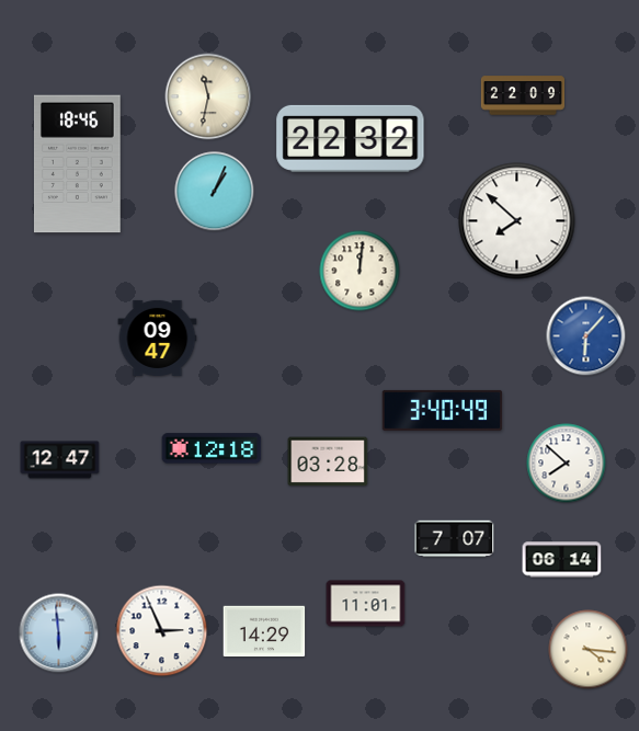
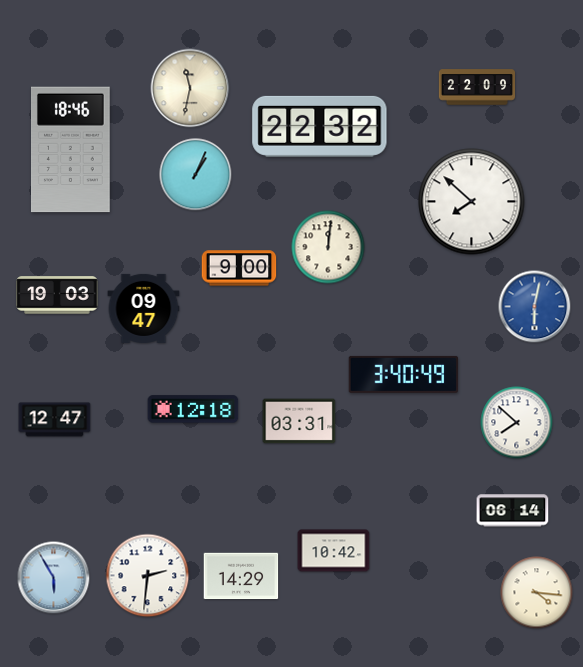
clock at (239, 268): none -> 9:00
clock at (57, 295): none -> 19:03
clock at (586, 336): 6:07 -> 6:02
clock at (328, 461): 03:28 -> 03:31
clock at (455, 539): 7:07 -> none
clock at (366, 604): 11:01 -> 10:42
clock at (162, 631): 2:56 -> 2:31
clock at (59, 633): 5:59 -> 5:55
